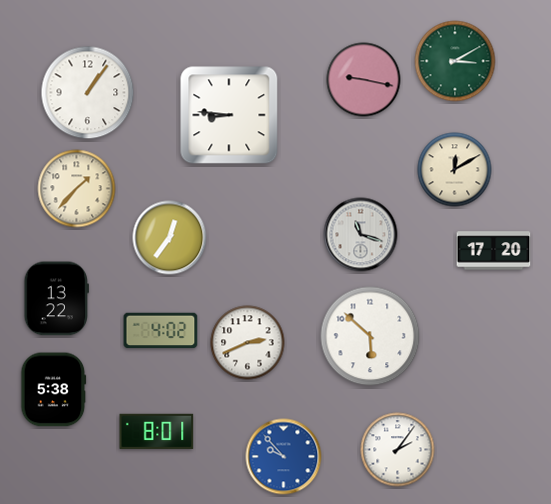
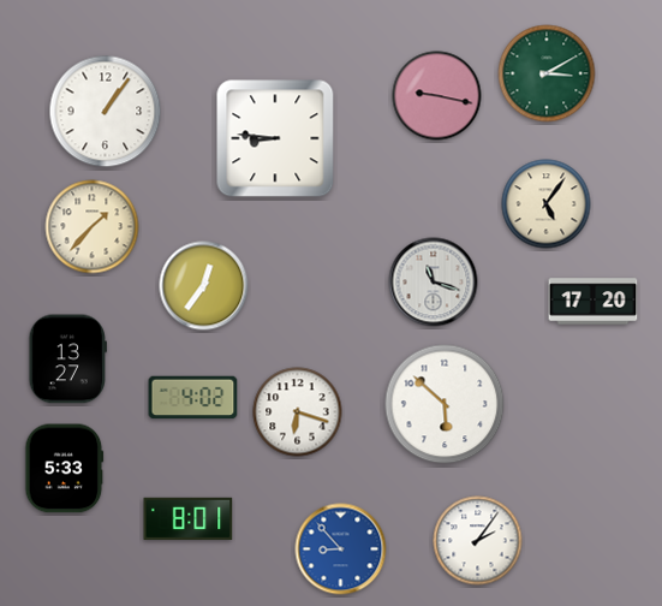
clock at (455, 170): 12:10 -> 5:06
clock at (56, 299): 13:22 -> 13:27
clock at (248, 343): 2:41 -> 6:18
clock at (54, 390): 5:38 -> 5:33
clock at (284, 457): 9:53 -> 8:53
